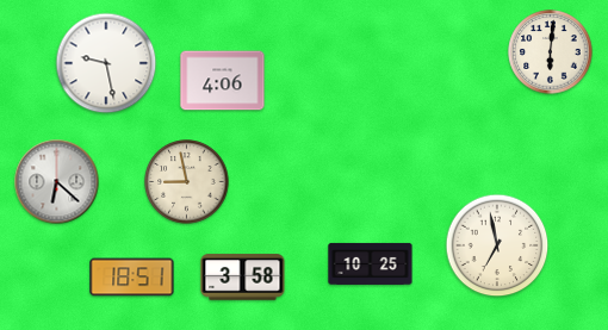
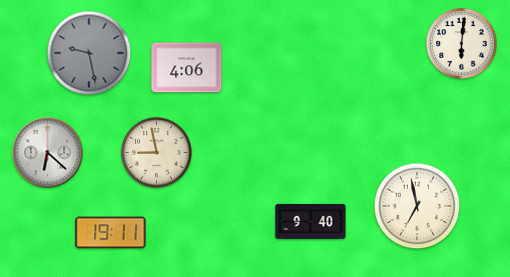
clock at (106, 63) dial: white -> grey
clock at (371, 263): 10:25 -> 9:40
clock at (132, 278): 18:51 -> 19:11
clock at (243, 278): 3:58 -> none
